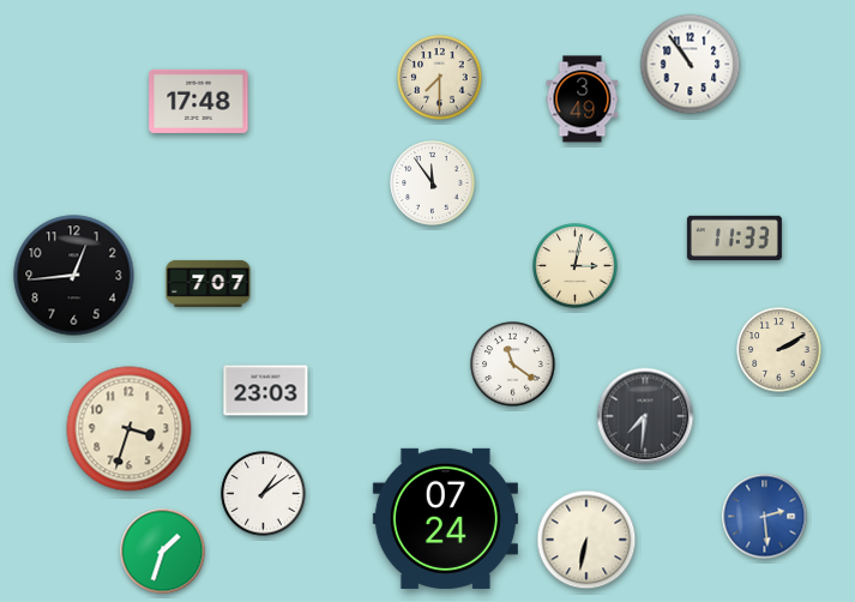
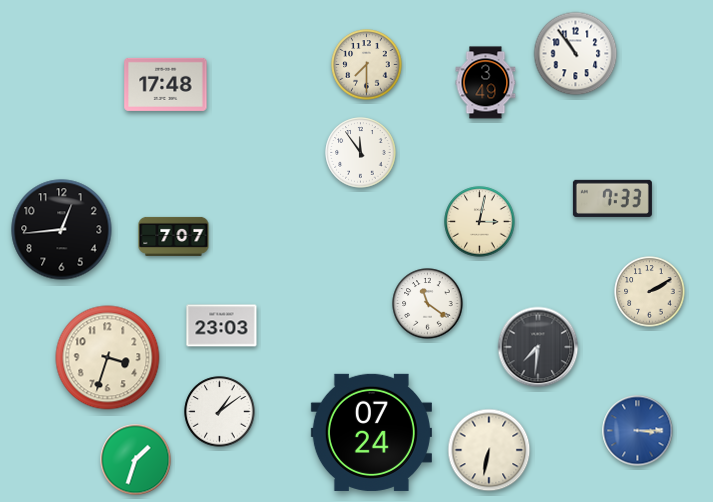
clock at (734, 237): 11:33 -> 7:33
clock at (765, 517): 2:29 -> 3:15
